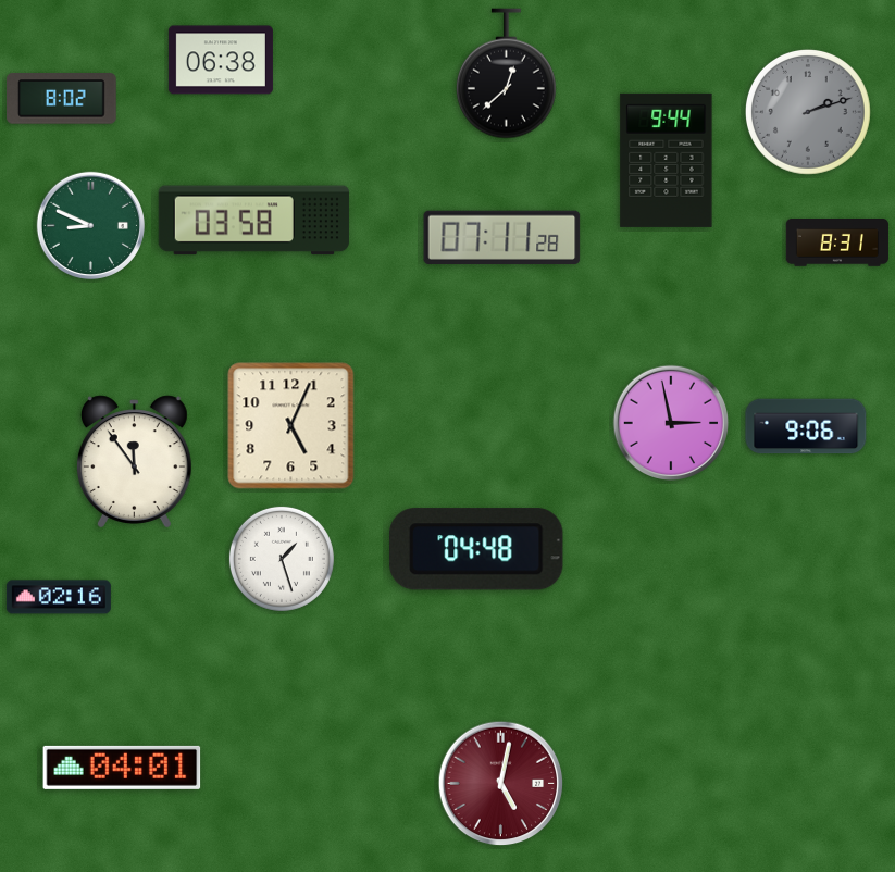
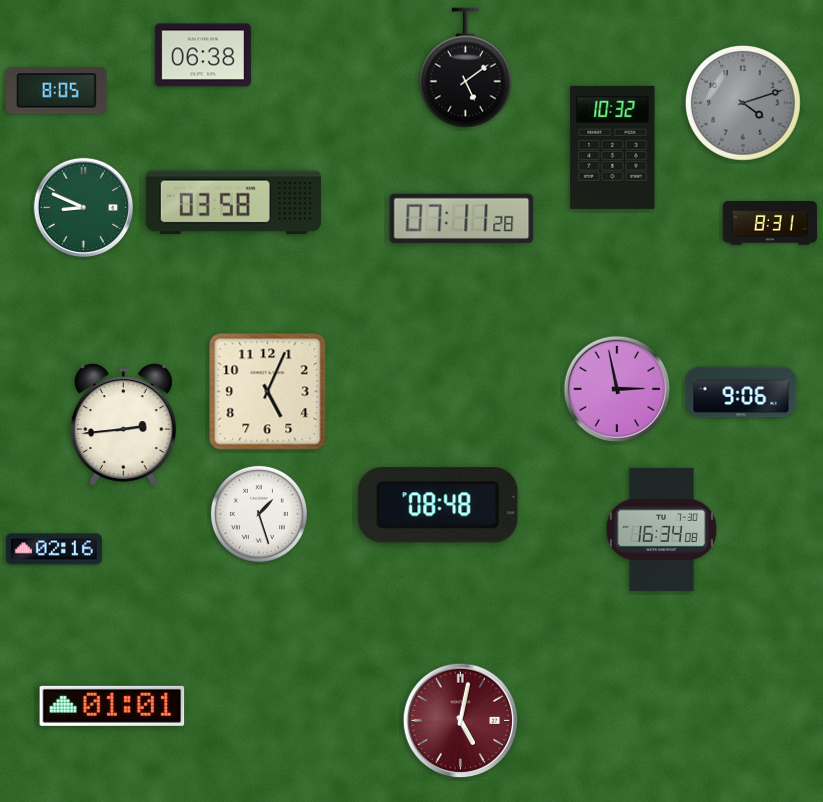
clock at (506, 74): 12:38 -> 5:09
clock at (62, 99): 8:02 -> 8:05
clock at (808, 112): 2:12 -> 4:12
clock at (667, 160): 9:44 -> 10:32
clock at (134, 462): 11:54 -> 2:44
clock at (476, 549): 04:48 -> 08:48
clock at (661, 529): none -> 16:34
clock at (122, 768): 04:01 -> 01:01
